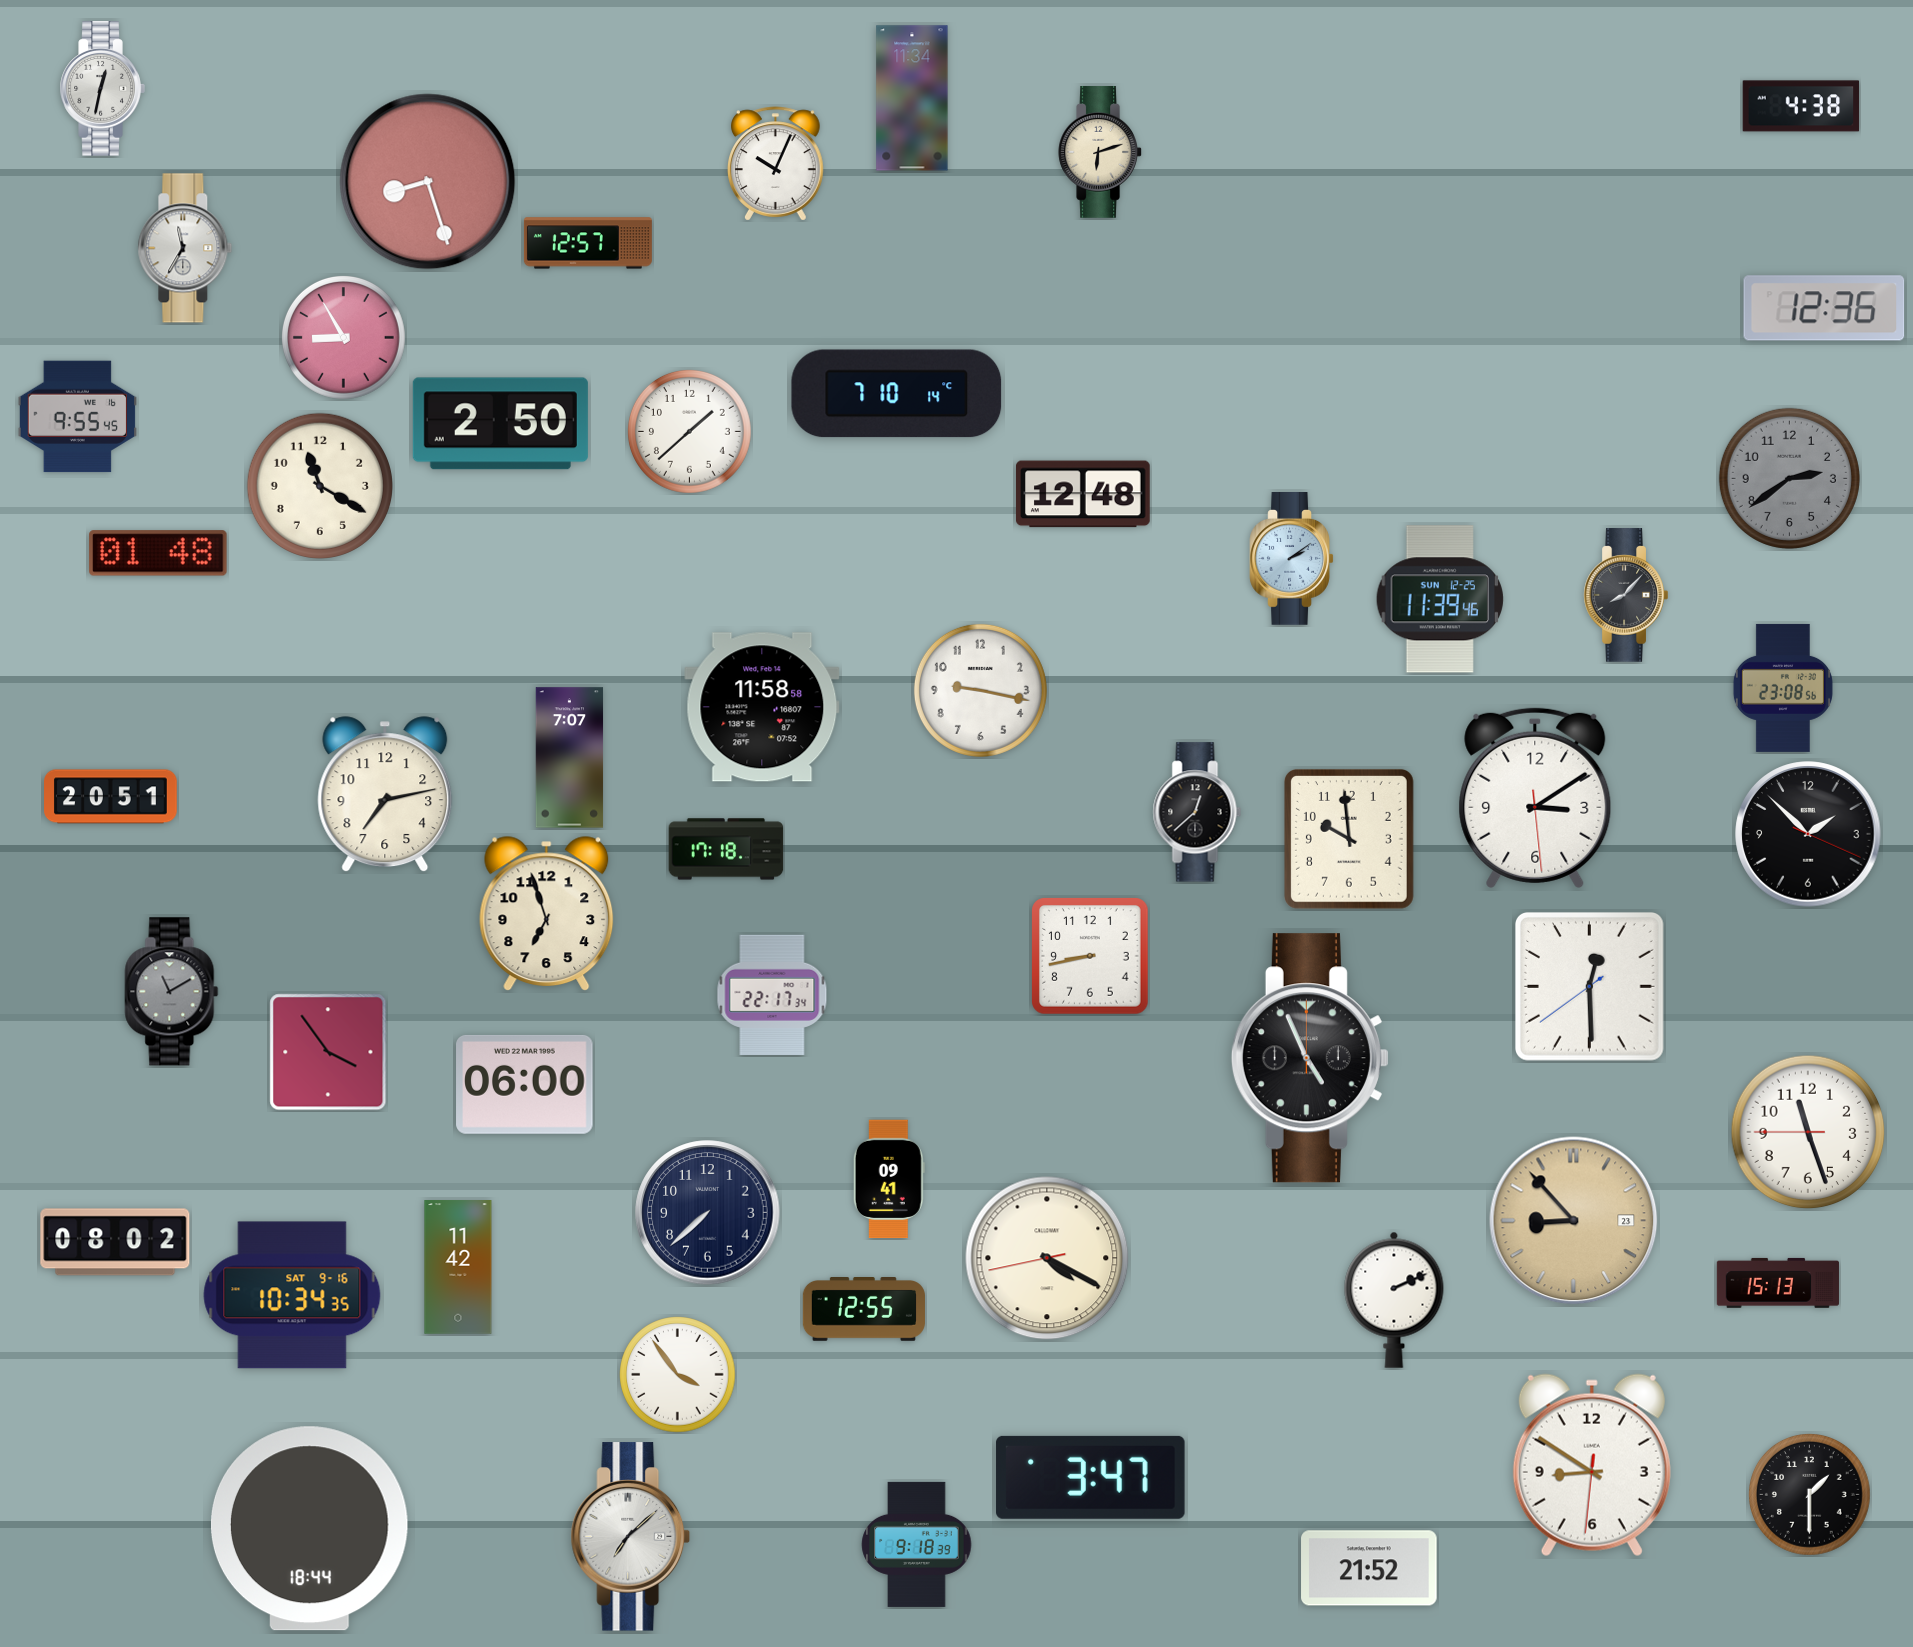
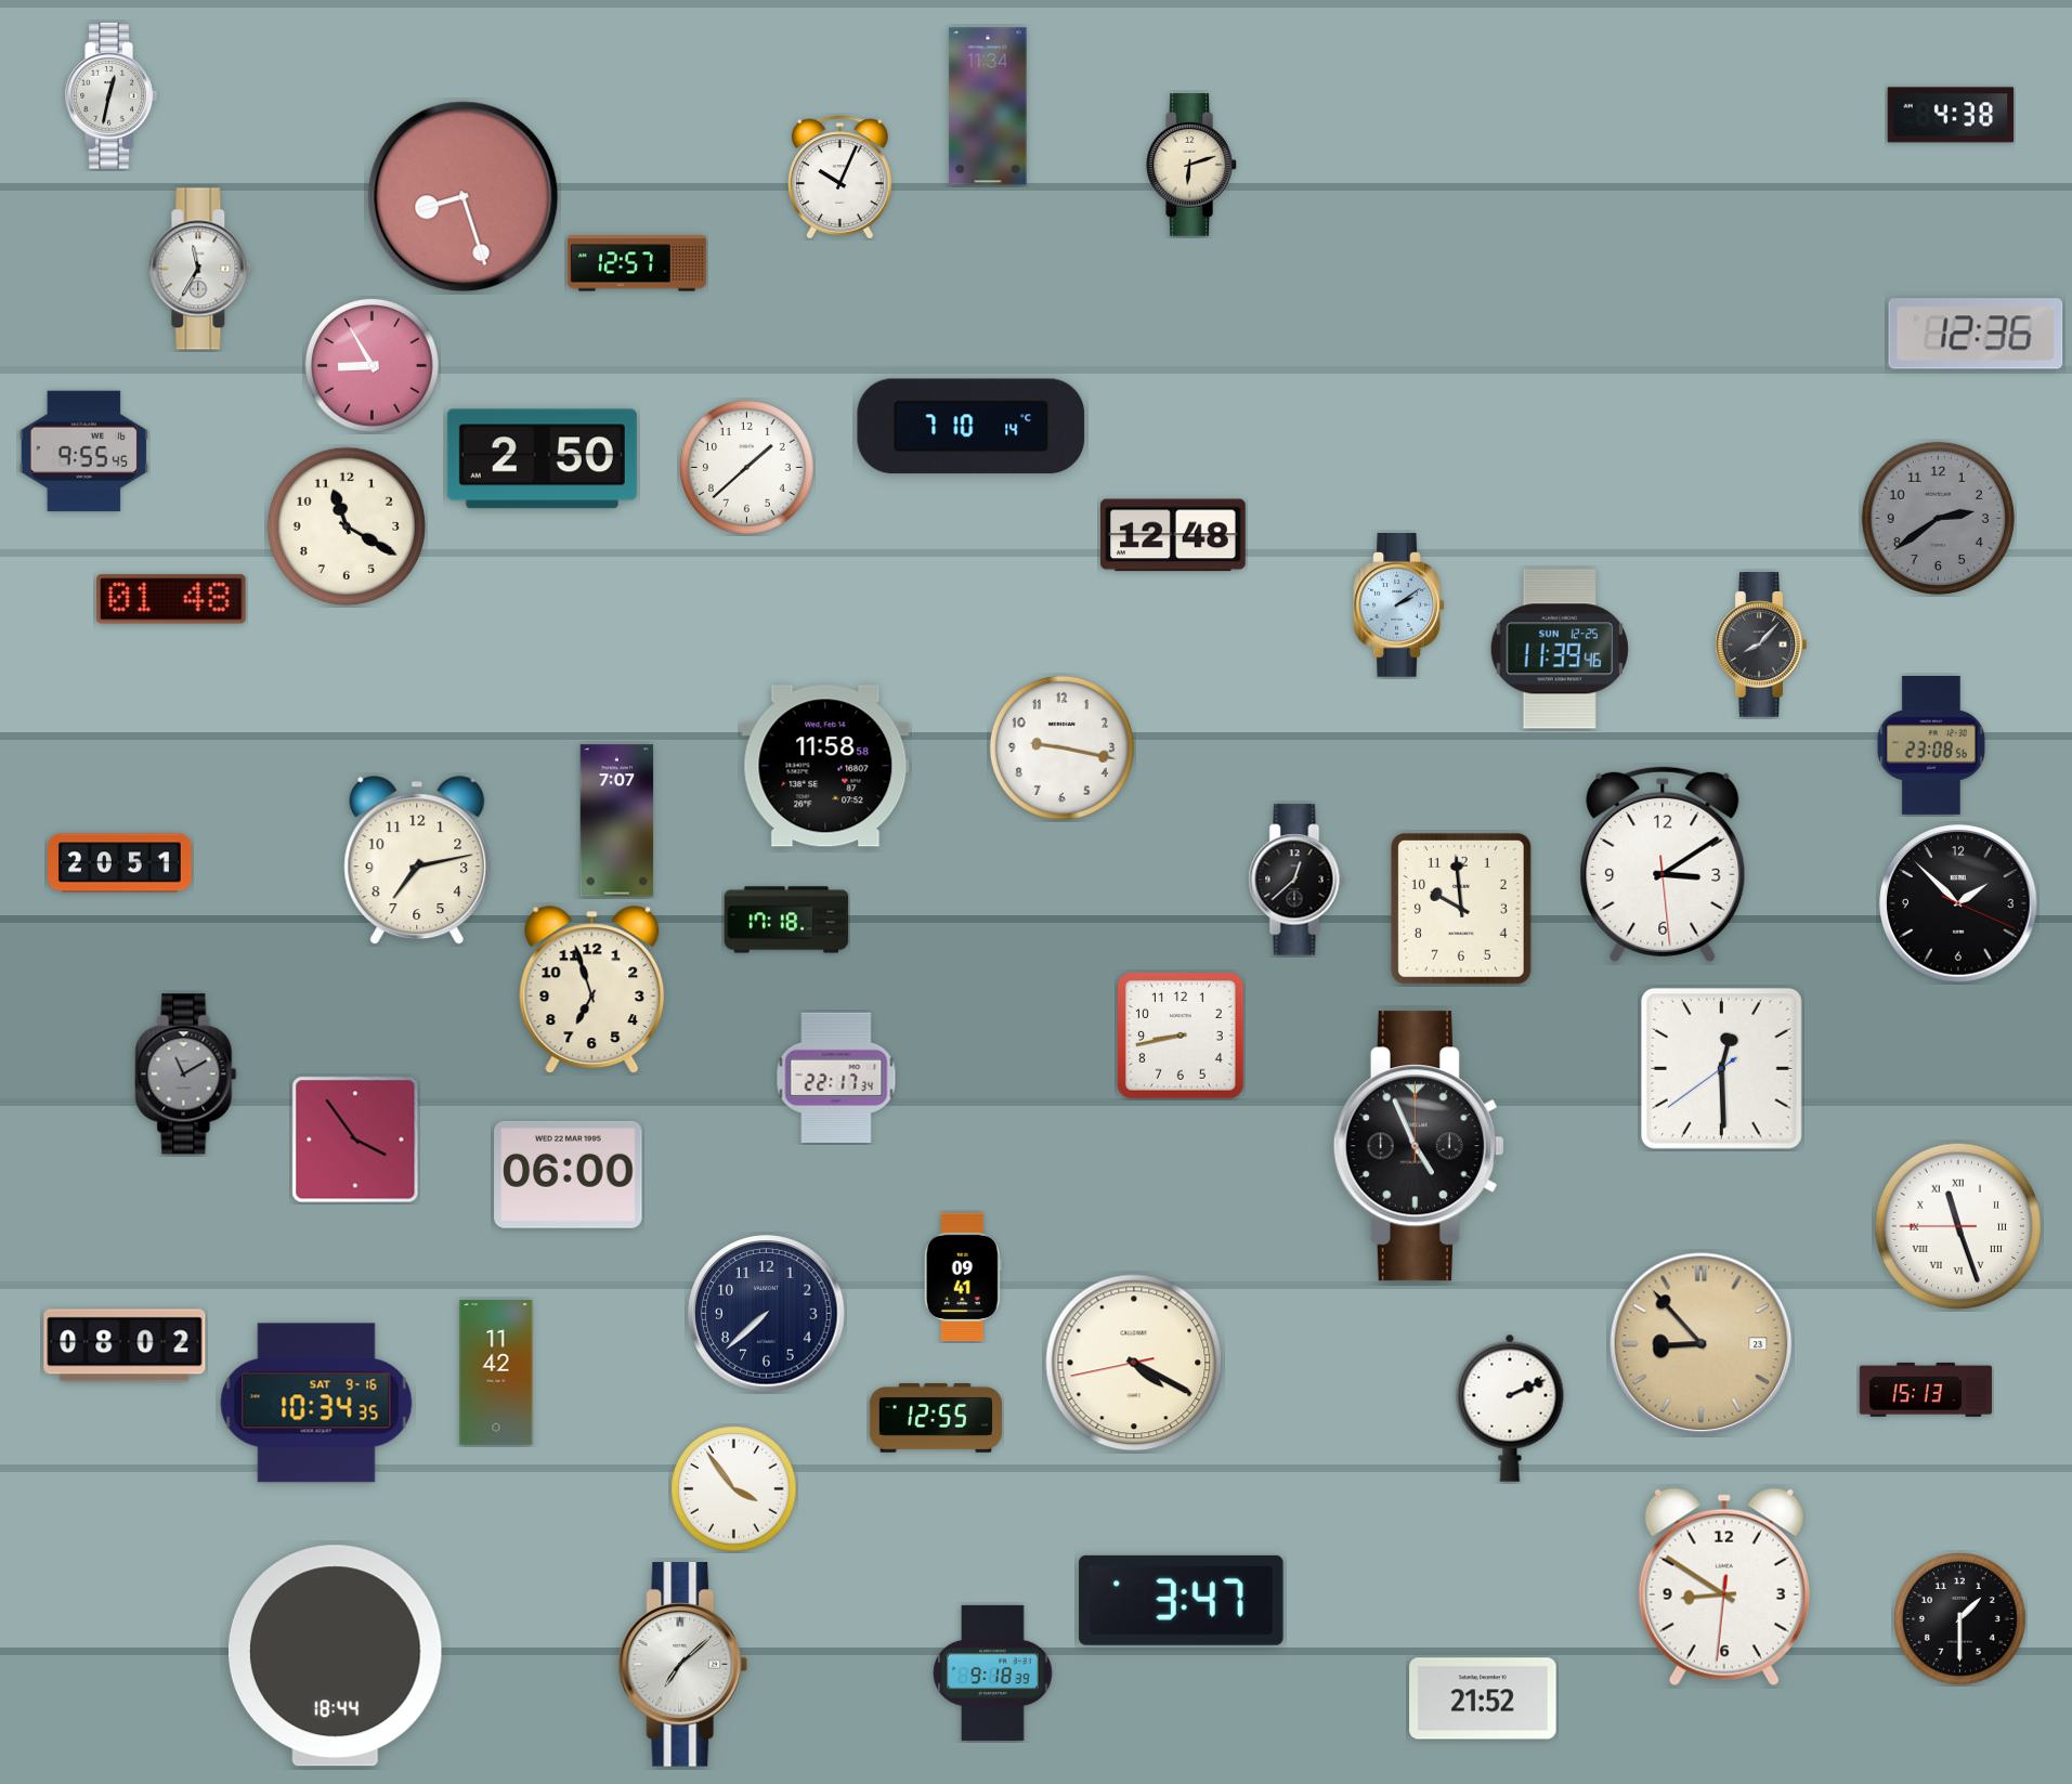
clock at (1808, 1132) numerals: Arabic -> Roman
clock at (1574, 1221) position: (1574, 1221) -> (1702, 1344)
